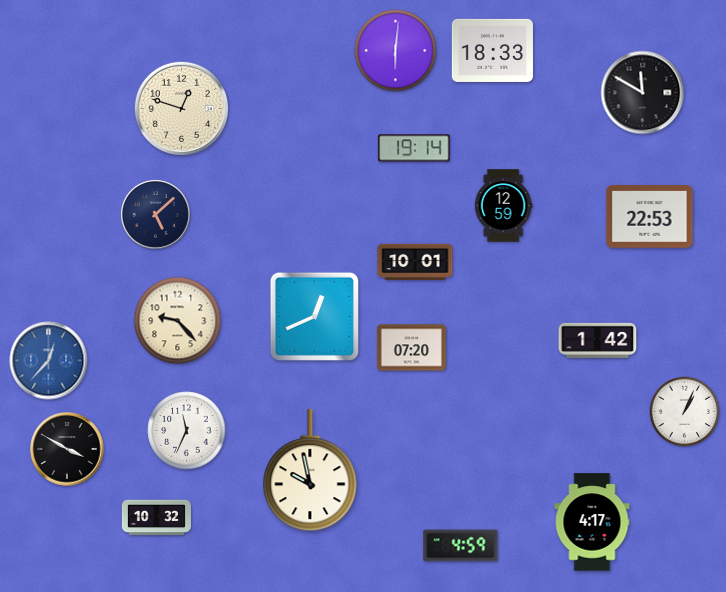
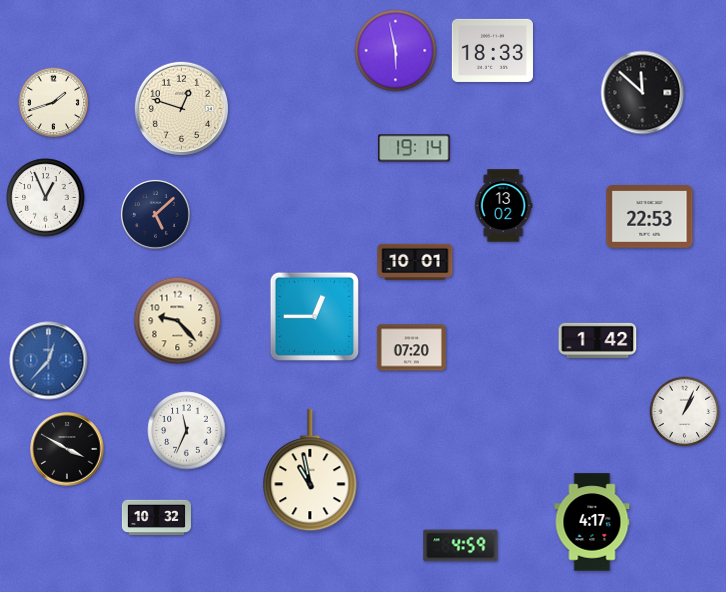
clock at (396, 51): 6:01 -> 5:58
clock at (643, 93): 11:50 -> 11:52
clock at (54, 103): none -> 1:42
clock at (46, 198): none -> 12:56
clock at (503, 206): 12:59 -> 13:02
clock at (314, 316): 12:41 -> 12:45
clock at (310, 471): 9:58 -> 10:58
